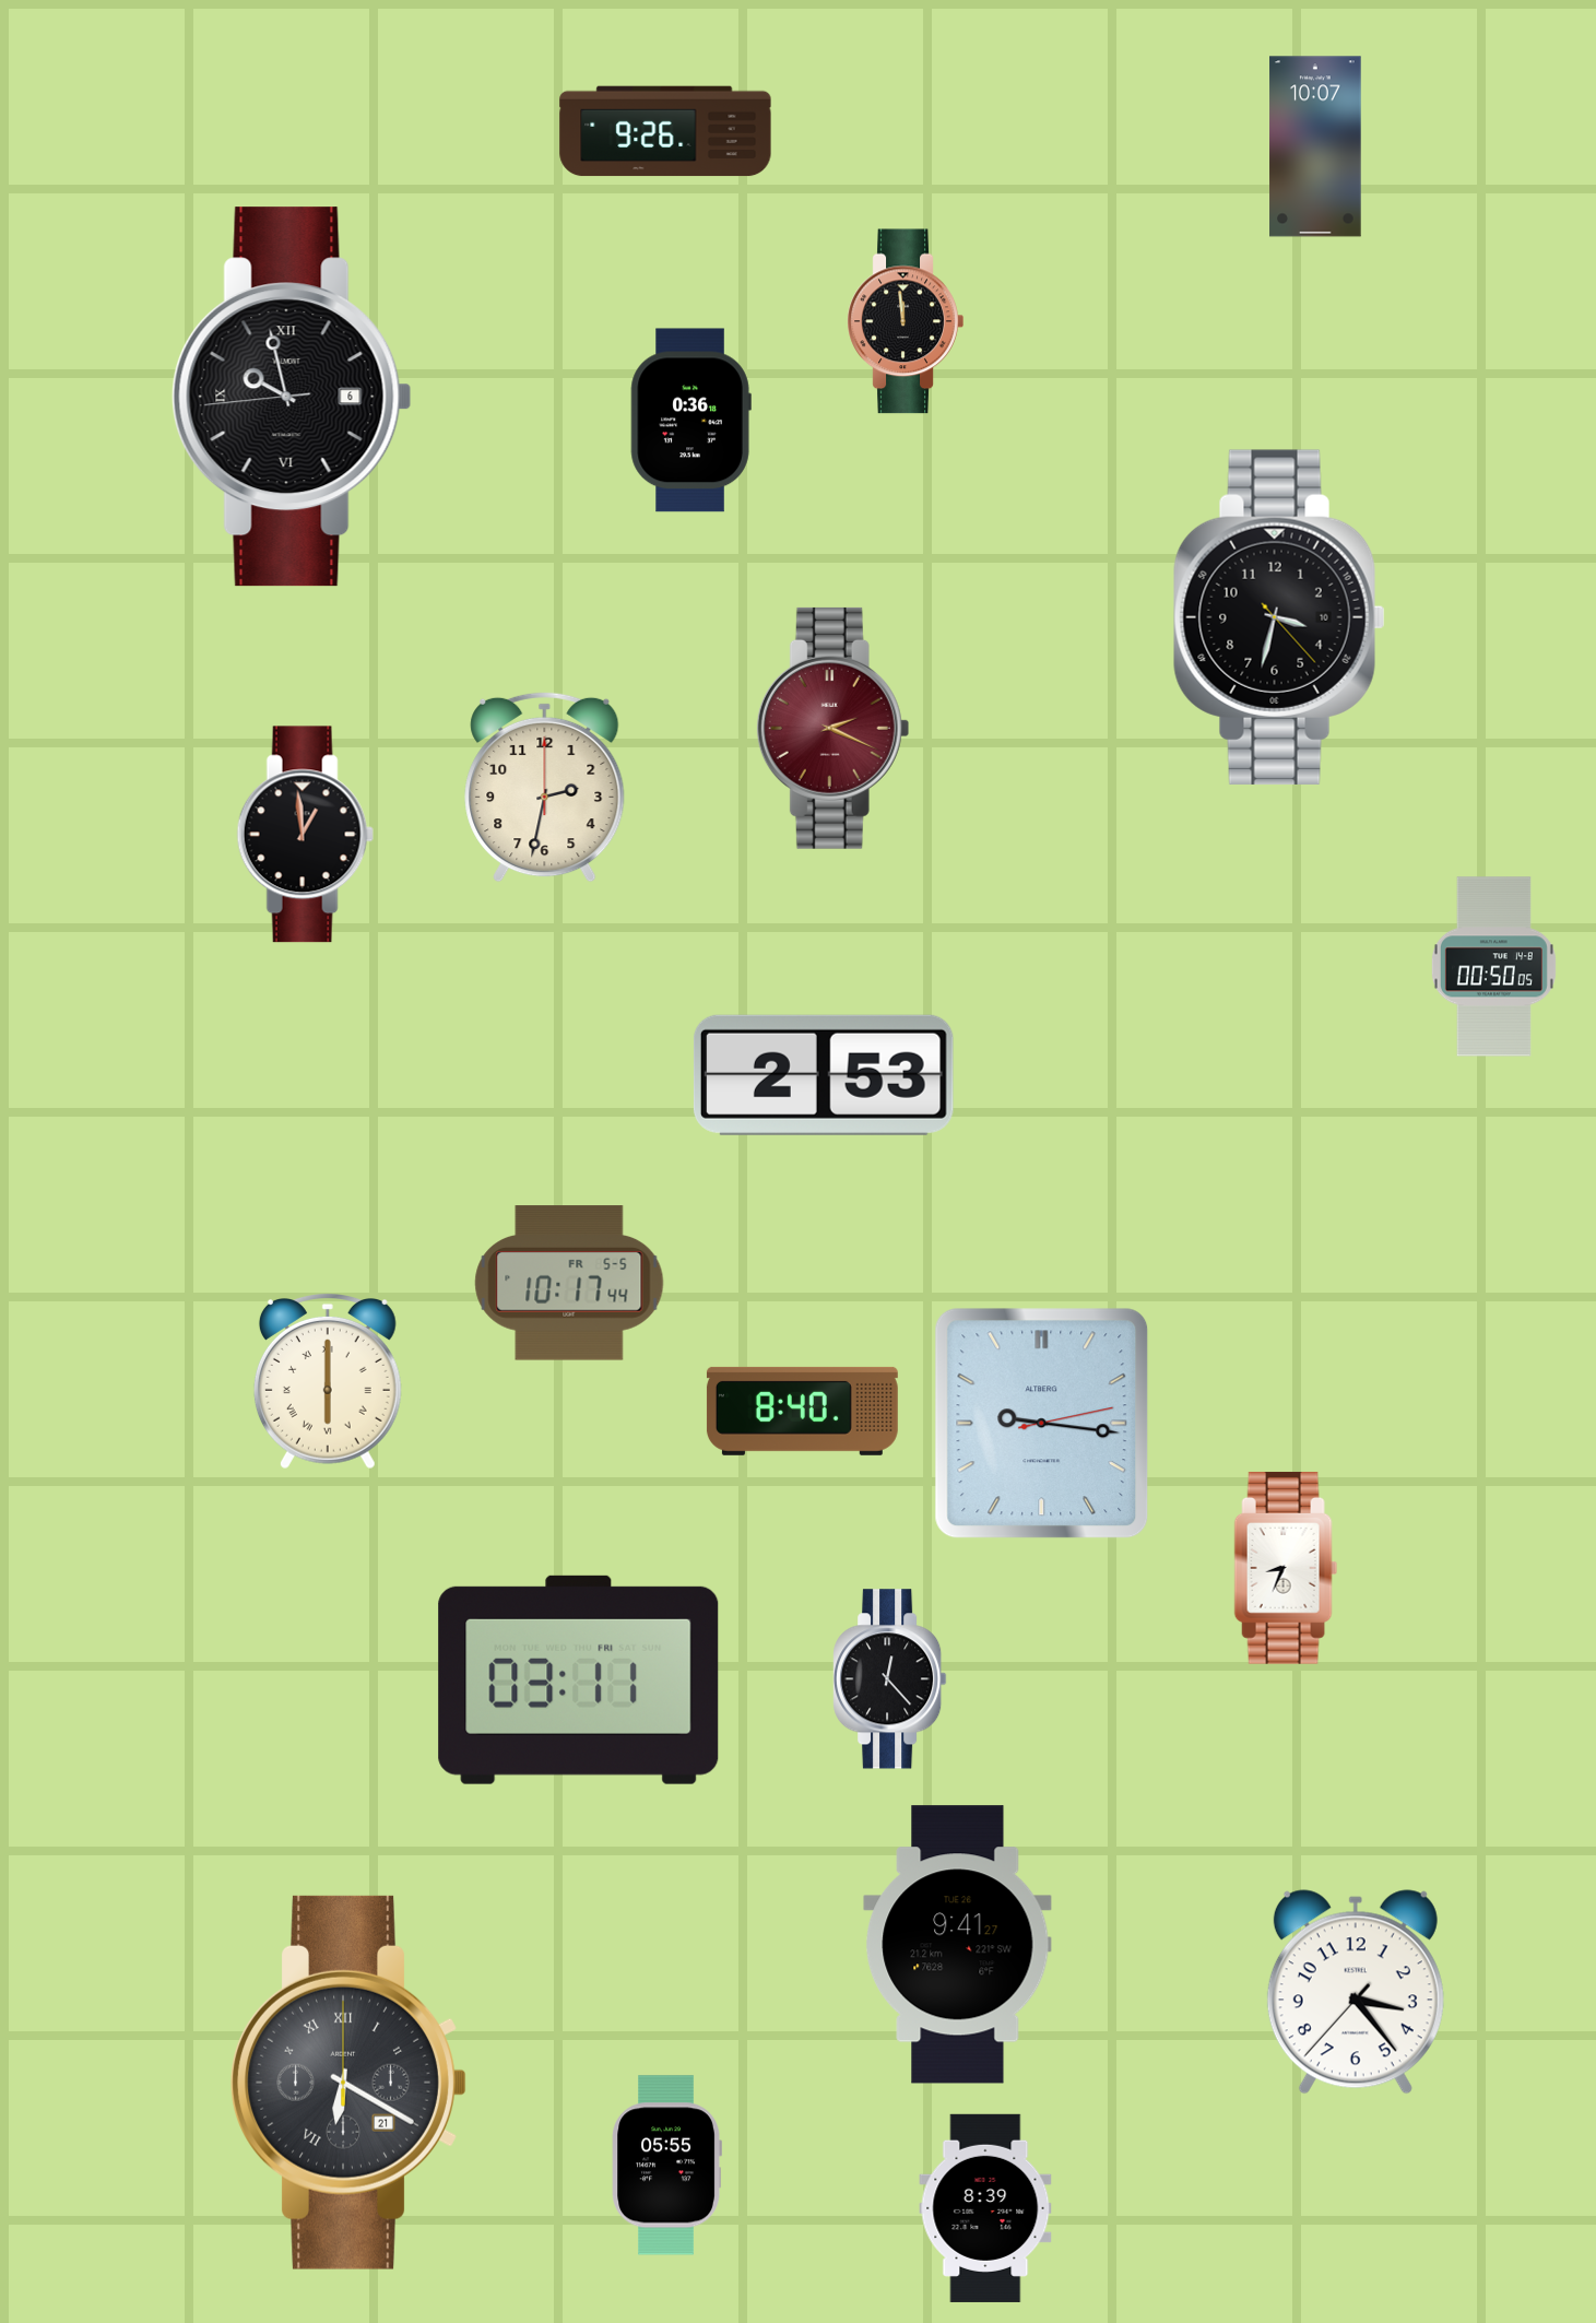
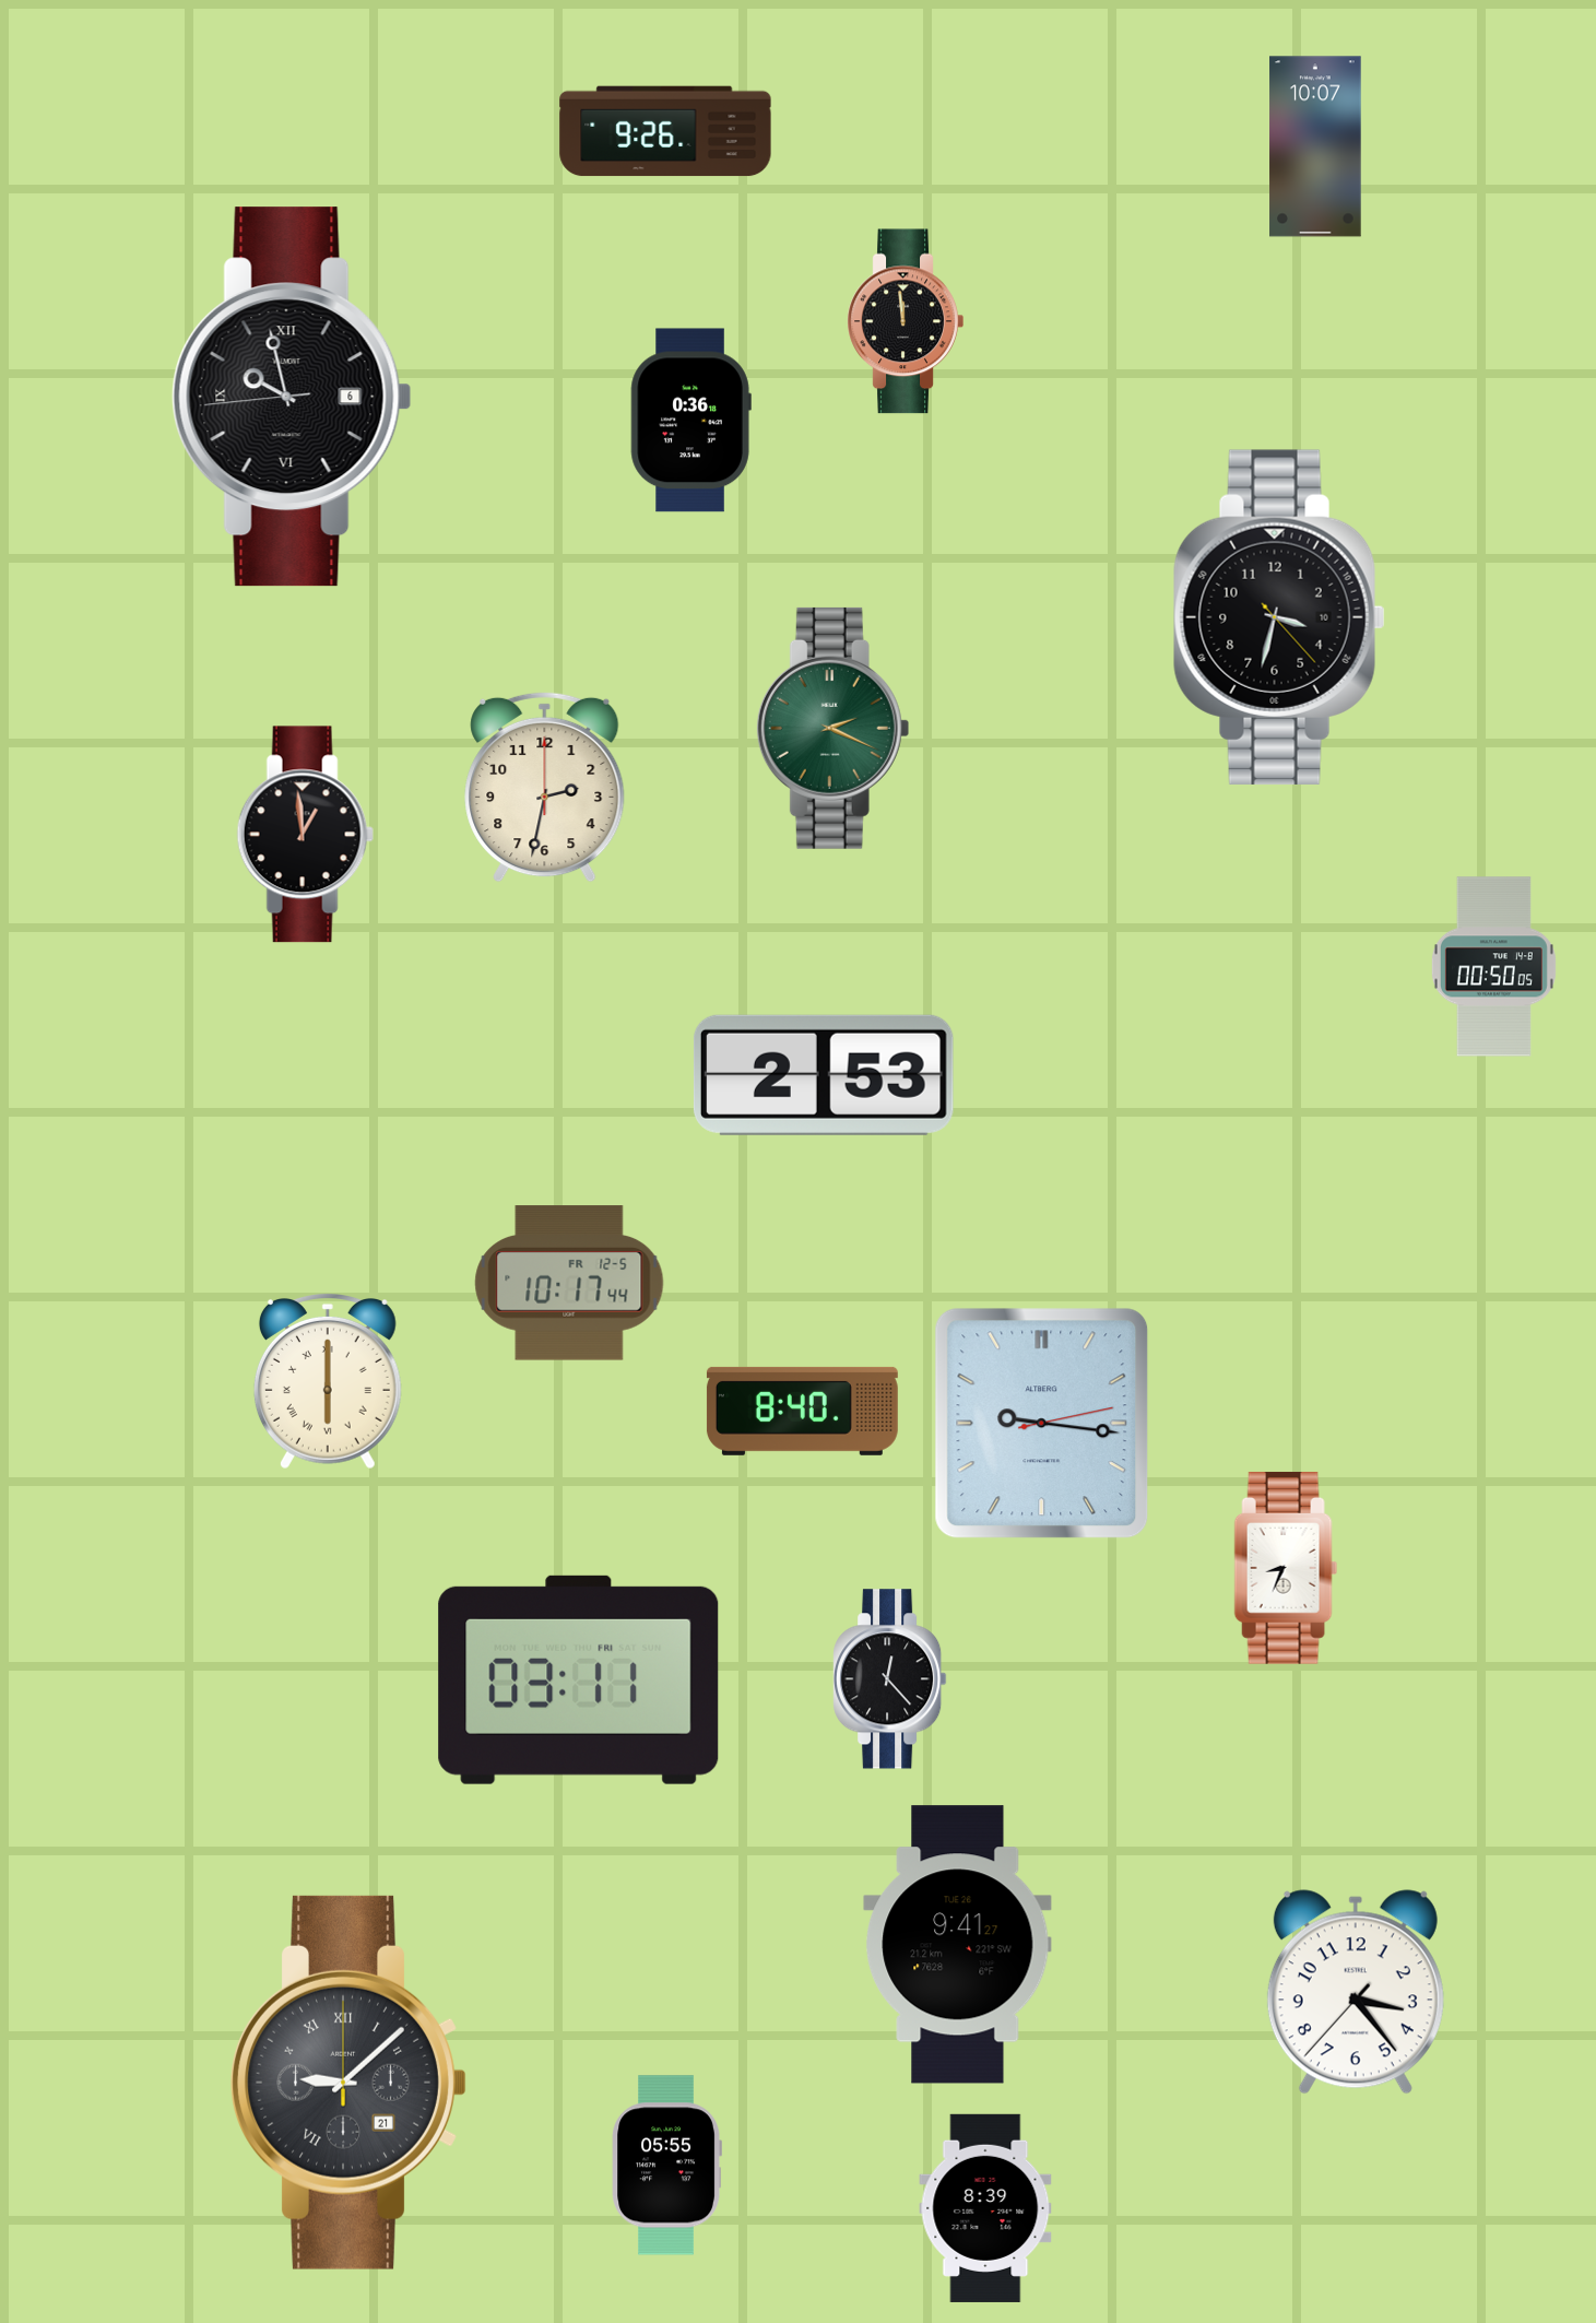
clock at (834, 728) dial: burgundy -> green
clock at (569, 1283) date: FR 5-5 -> FR 12-5
clock at (348, 2083): 6:20 -> 9:08
